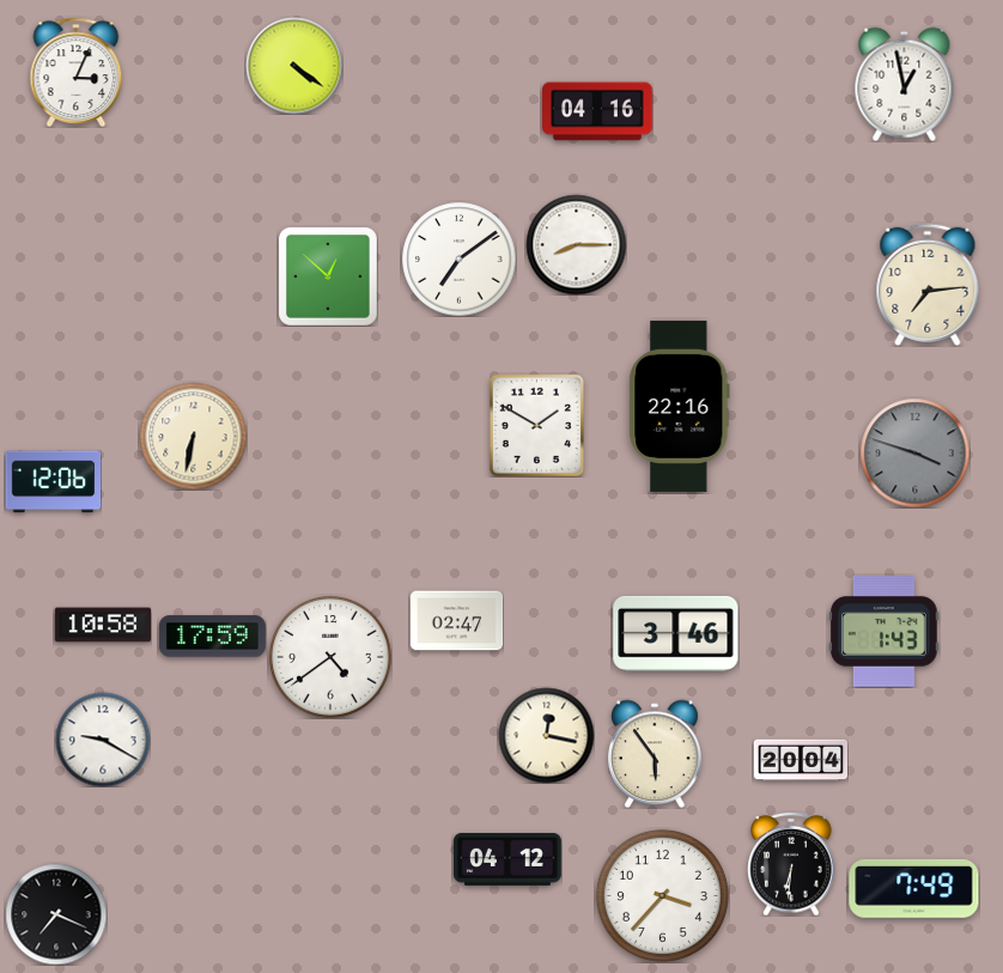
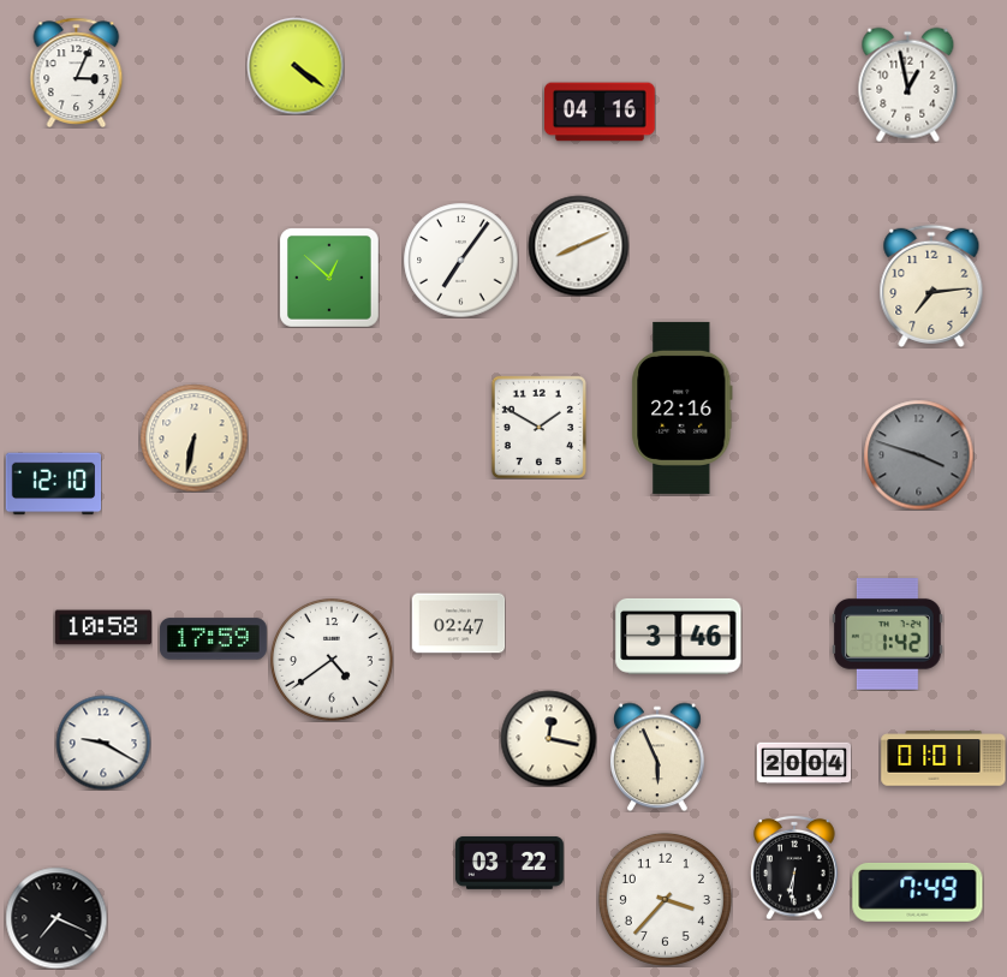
clock at (576, 244): 8:15 -> 8:11
clock at (458, 259): 7:09 -> 7:06
clock at (53, 482): 12:06 -> 12:10
clock at (885, 632): 1:43 -> 1:42
clock at (656, 754): 5:54 -> 5:56
clock at (943, 758): none -> 01:01
clock at (507, 859): 04:12 -> 03:22
